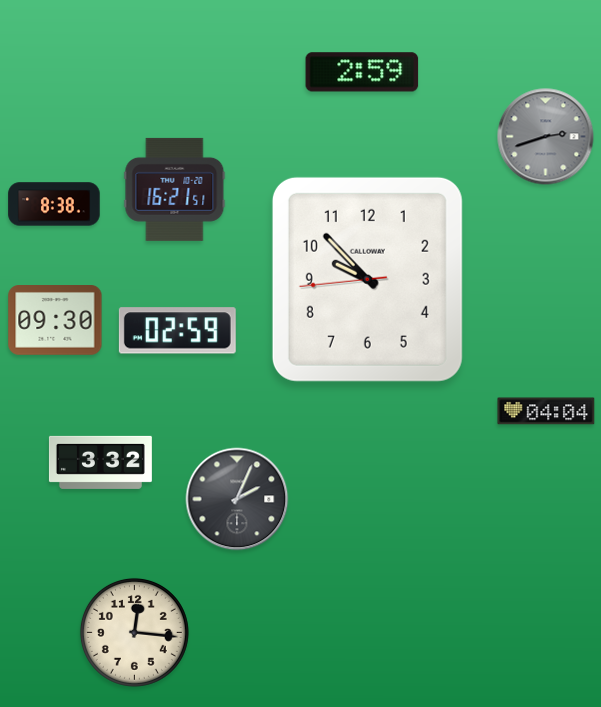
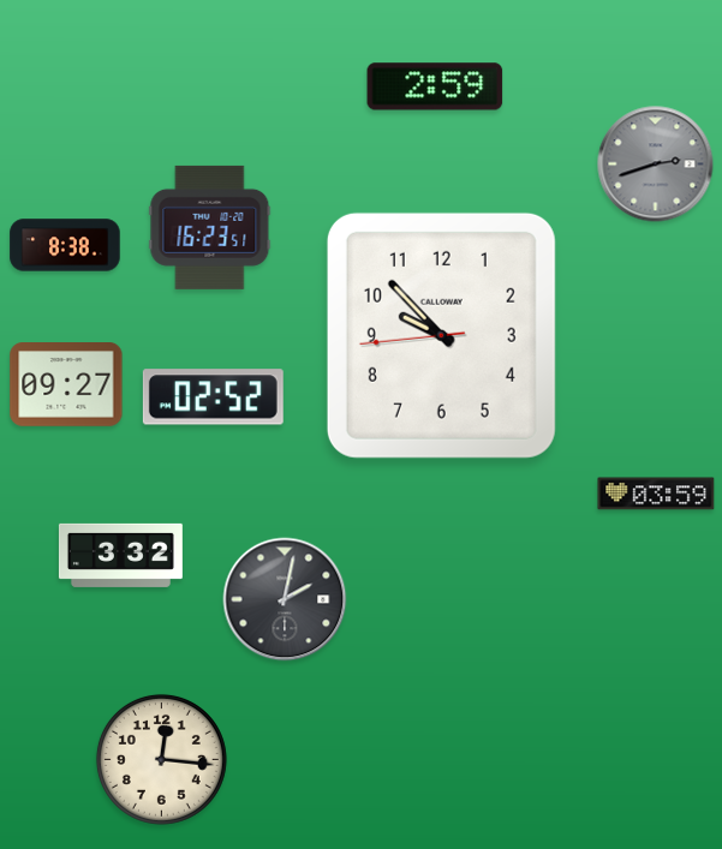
clock at (175, 189): 16:21 -> 16:23
clock at (55, 321): 09:30 -> 09:27
clock at (177, 331): 02:59 -> 02:52
clock at (546, 411): 04:04 -> 03:59
clock at (237, 499): 2:04 -> 2:02
